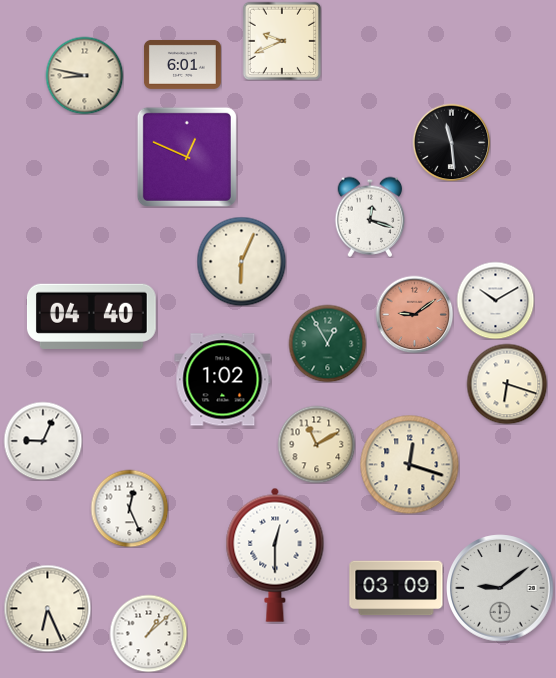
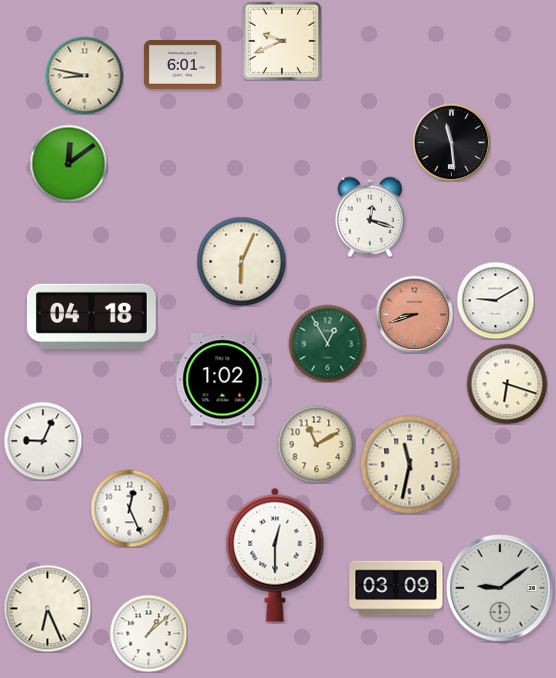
clock at (187, 157): 12:49 -> none
clock at (68, 163): none -> 12:09
clock at (495, 300): 10:10 -> 9:10
clock at (414, 314): 9:09 -> 8:42
clock at (91, 316): 04:40 -> 04:18
clock at (410, 465): 12:18 -> 11:32
